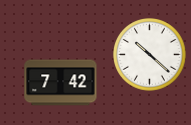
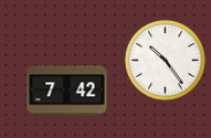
clock at (150, 55): 10:22 -> 10:24
